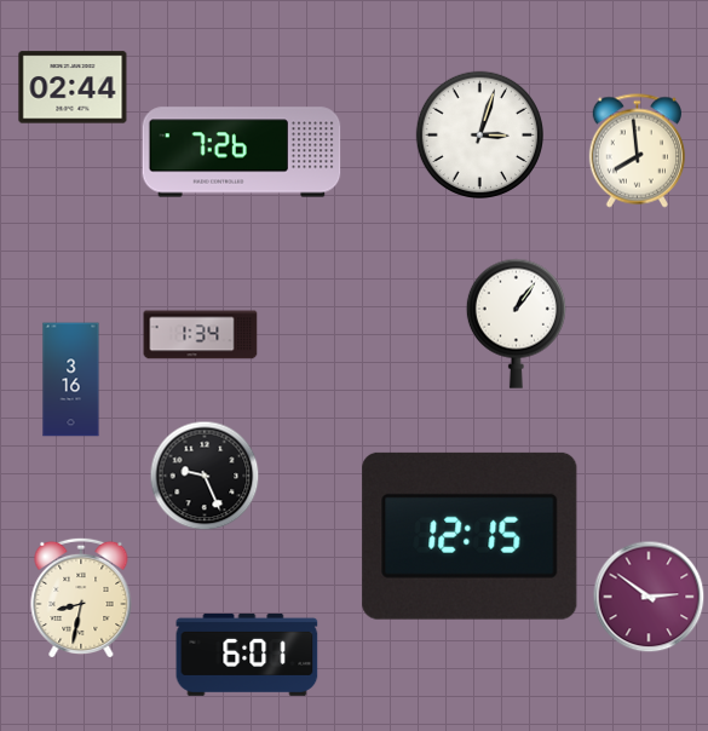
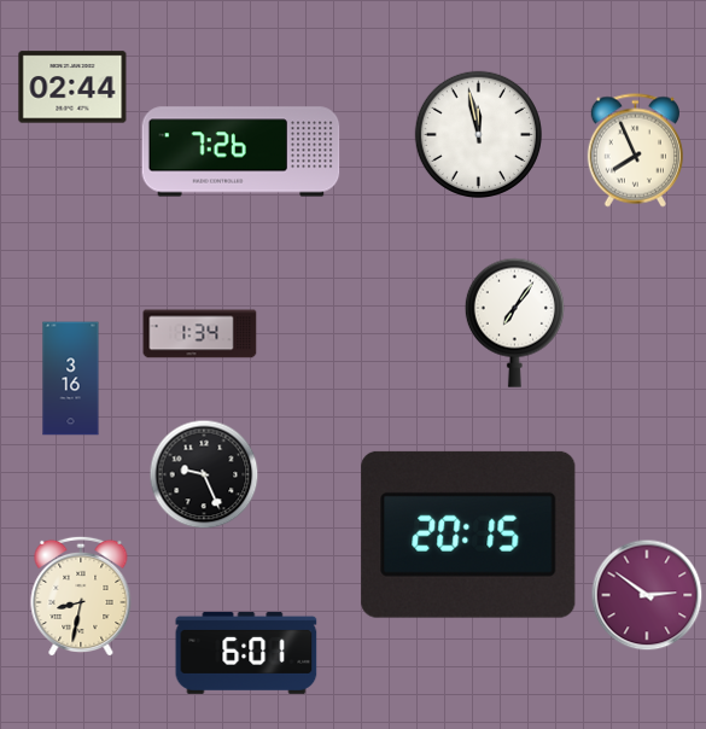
clock at (479, 134): 3:03 -> 11:58
clock at (637, 151): 7:59 -> 7:56
clock at (516, 323): 1:06 -> 7:06
clock at (470, 536): 12:15 -> 20:15
